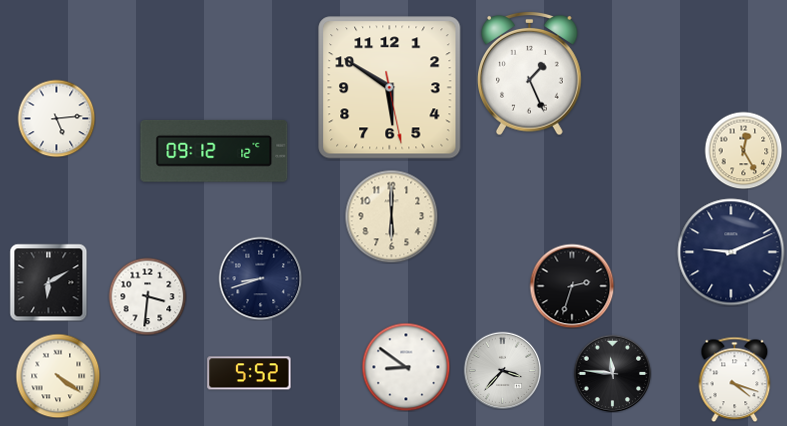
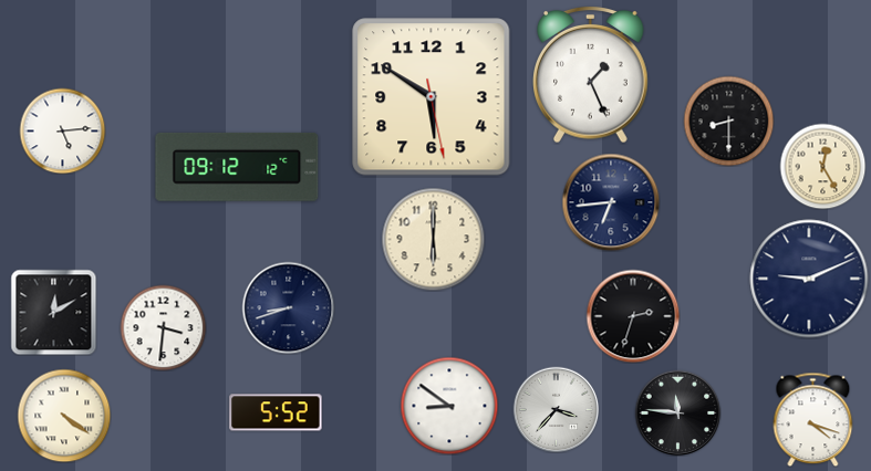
clock at (530, 73) position: (530, 73) -> (591, 74)
clock at (728, 121): none -> 8:30
clock at (611, 202): none -> 6:44
clock at (48, 282): 6:10 -> 12:10
